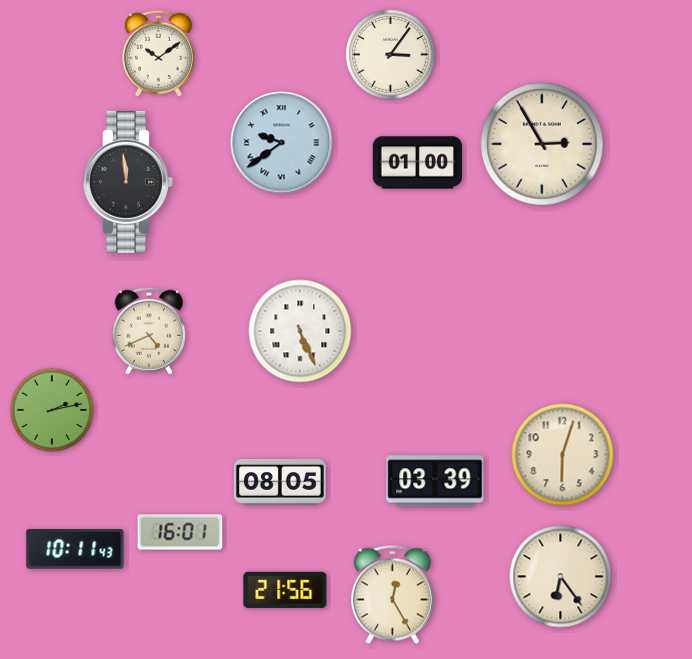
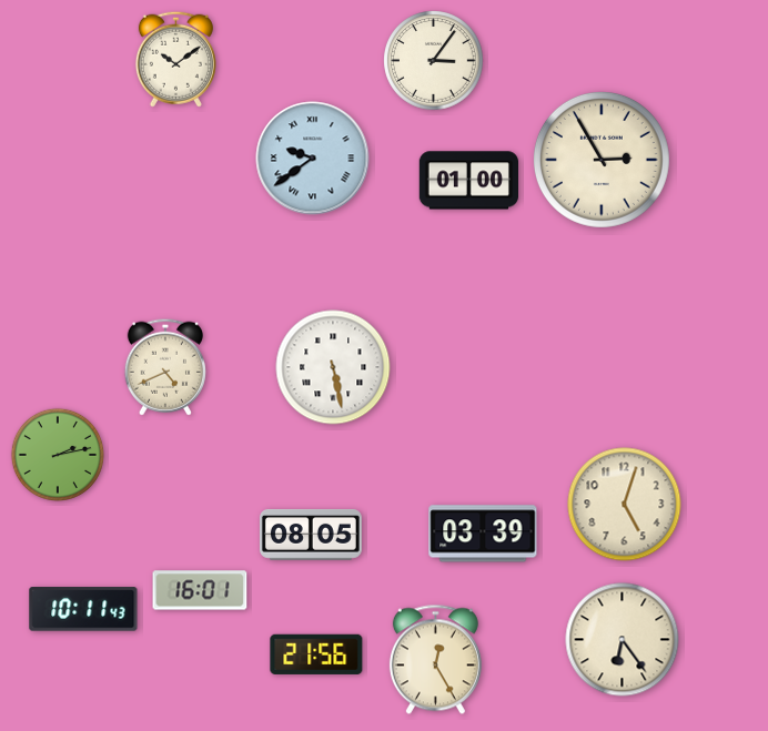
clock at (417, 163) position: (417, 163) -> (468, 181)
clock at (128, 182): 11:59 -> none
clock at (300, 331): 5:26 -> 5:28
clock at (563, 455): 6:03 -> 5:03
